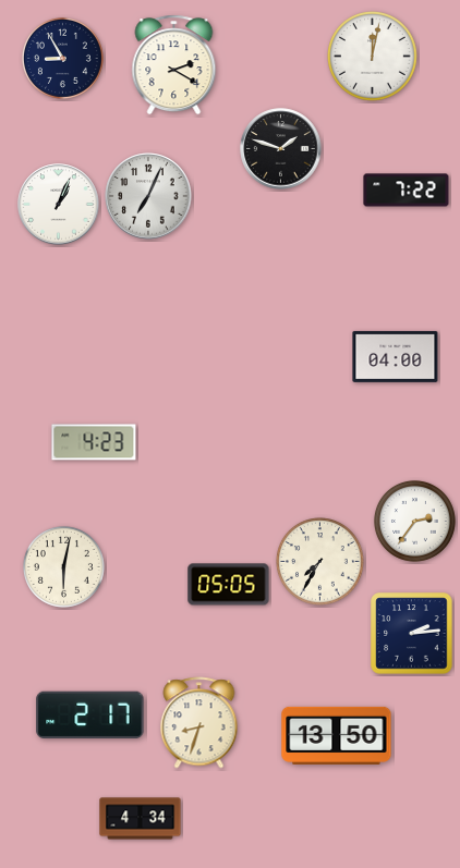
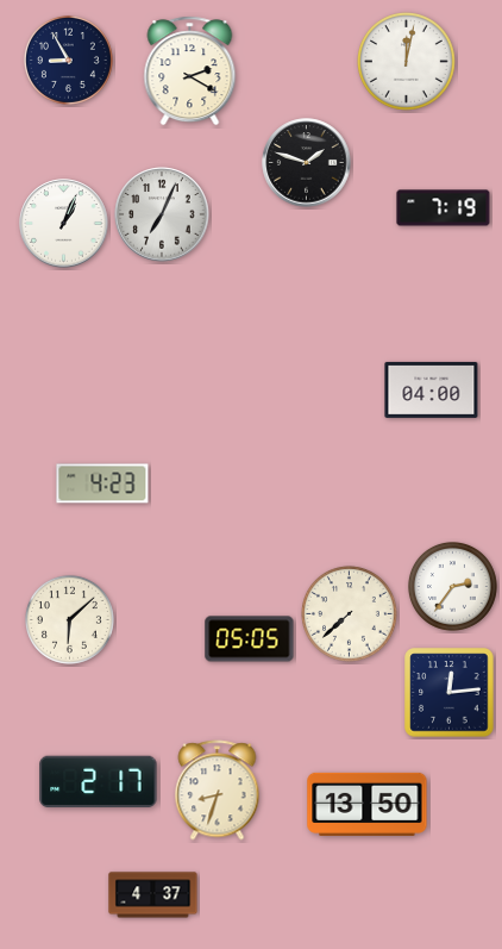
clock at (62, 58) position: (62, 58) -> (68, 60)
clock at (407, 191): 7:22 -> 7:19
clock at (414, 521) position: (414, 521) -> (452, 586)
clock at (320, 562): 7:35 -> 7:38
clock at (63, 566): 6:02 -> 6:08
clock at (412, 634): 2:14 -> 12:14
clock at (141, 819): 4:34 -> 4:37
